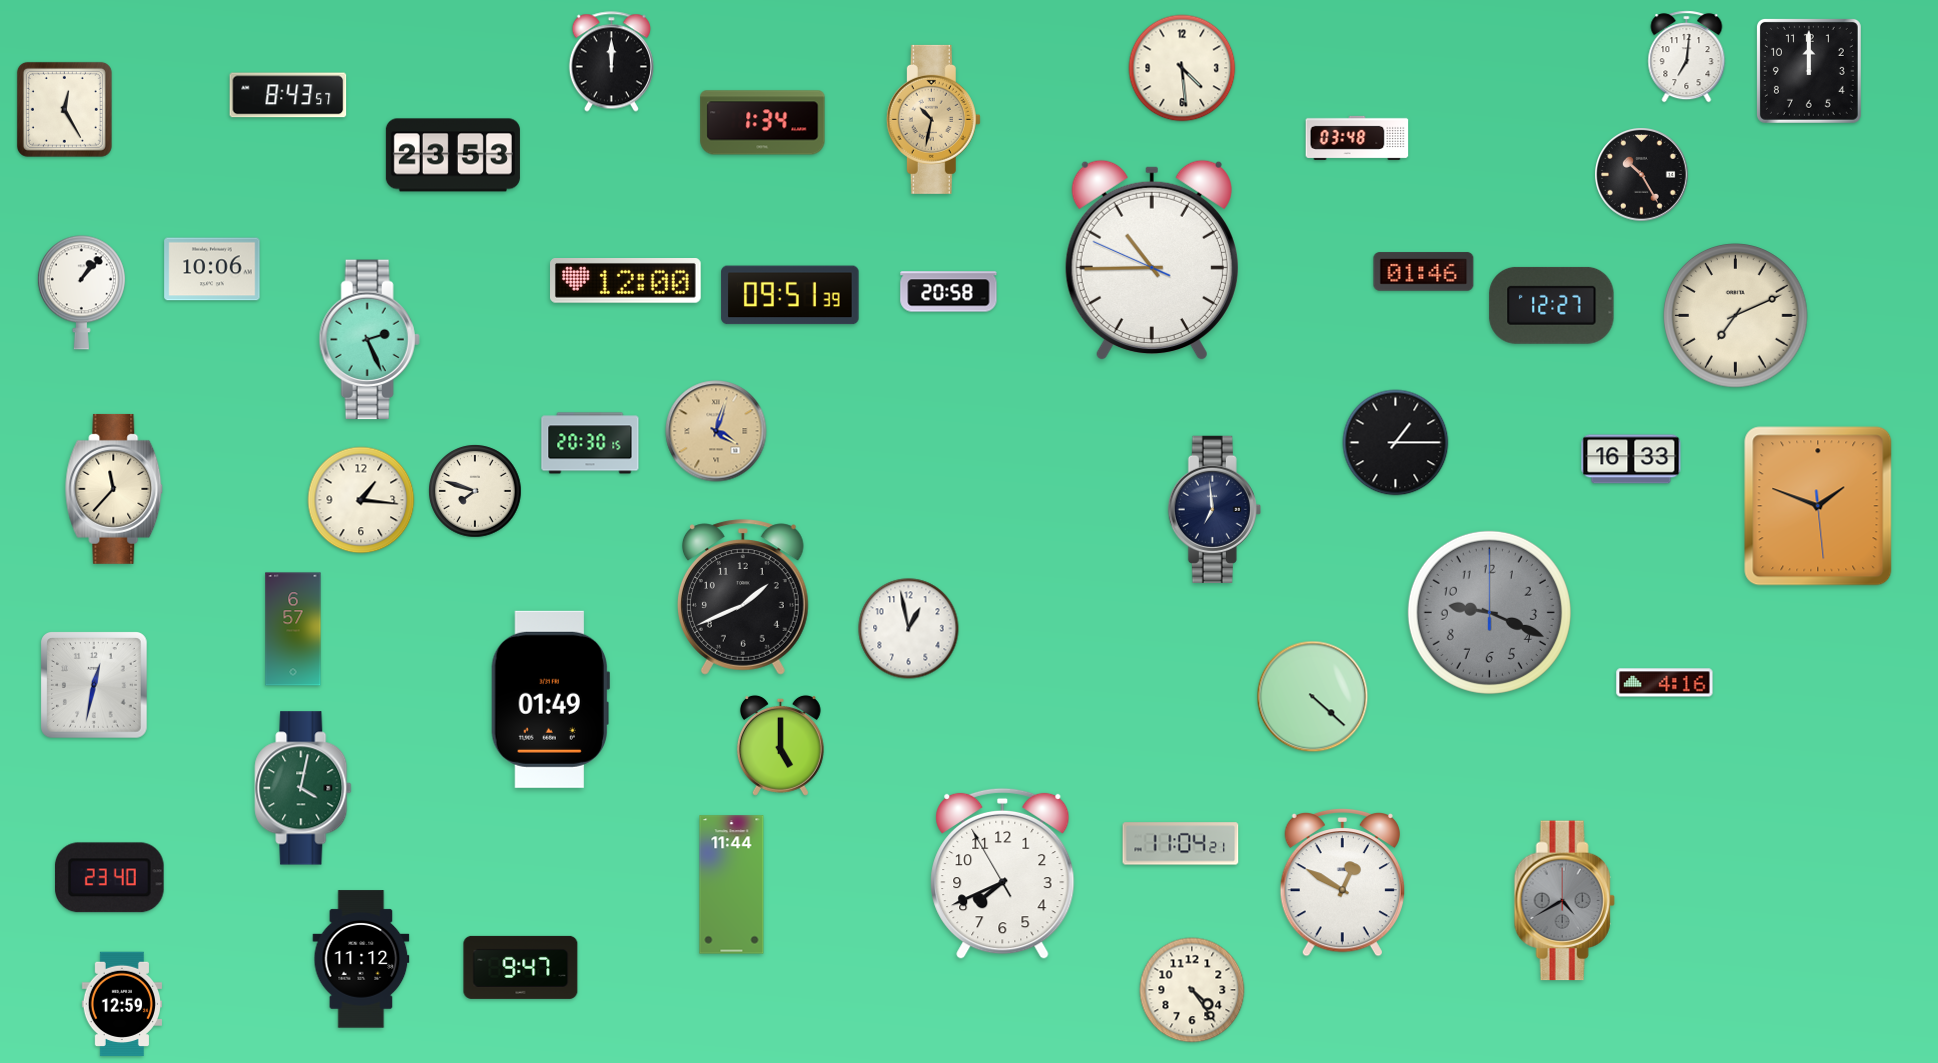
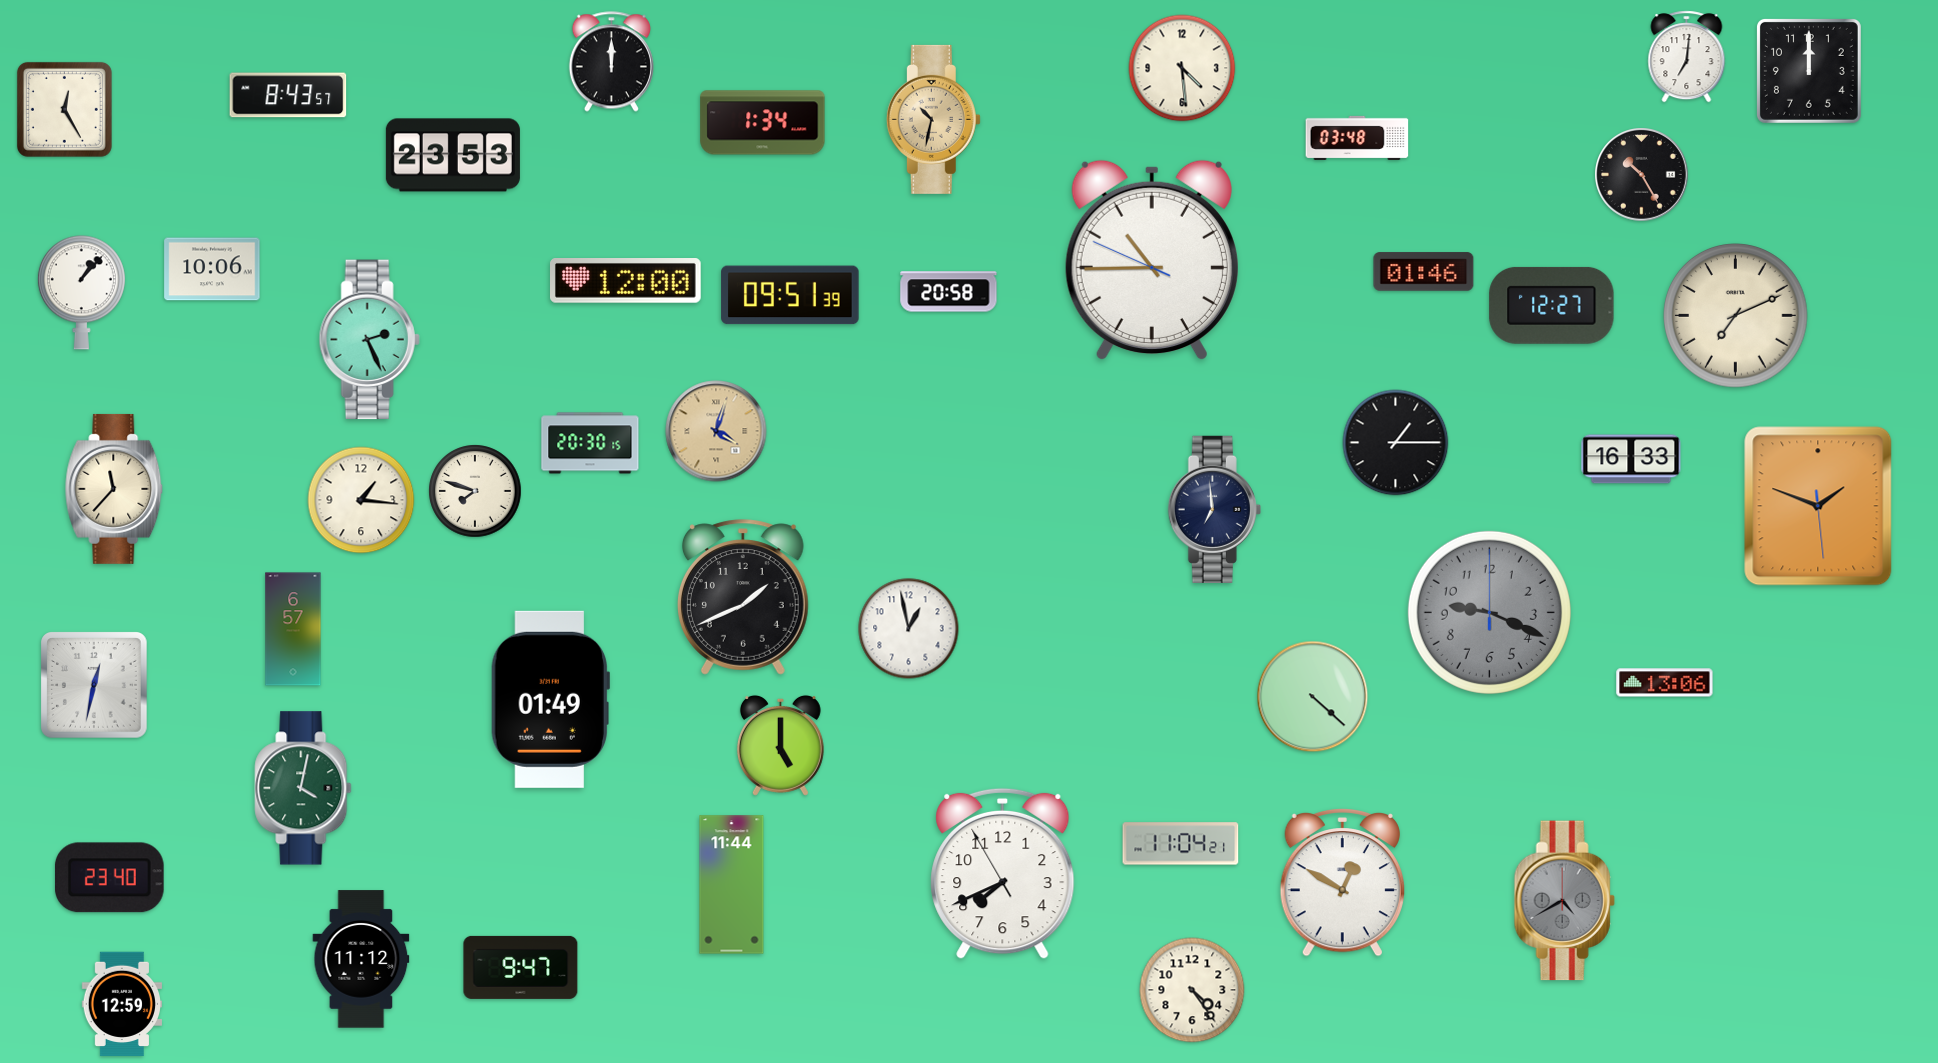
clock at (1665, 683): 4:16 -> 13:06
